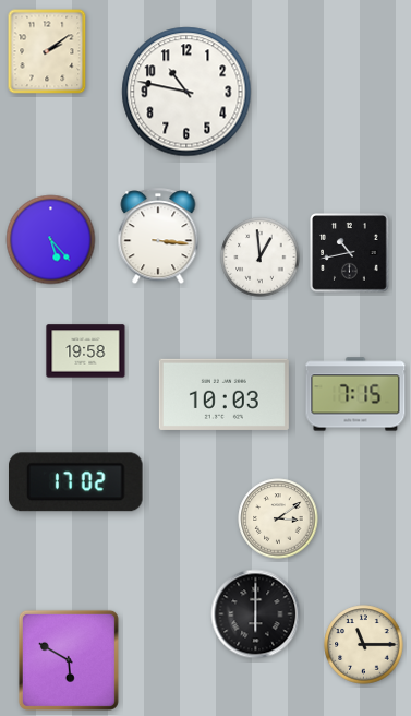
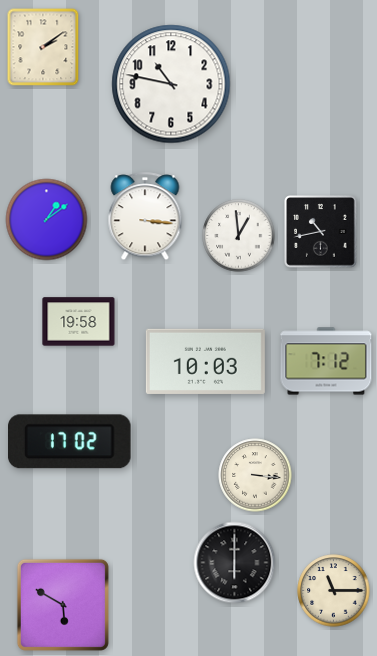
clock at (51, 240): 5:23 -> 1:09
clock at (355, 394): 7:15 -> 7:12
clock at (278, 518): 3:09 -> 3:16
